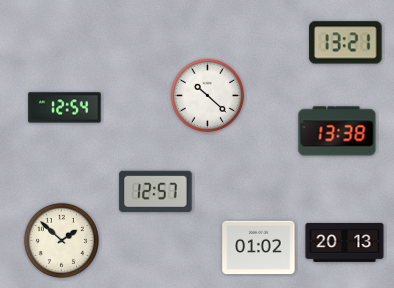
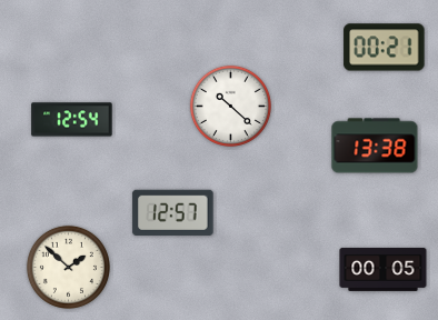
clock at (346, 43): 13:21 -> 00:21
clock at (345, 242): 20:13 -> 00:05
clock at (259, 248): 01:02 -> none
